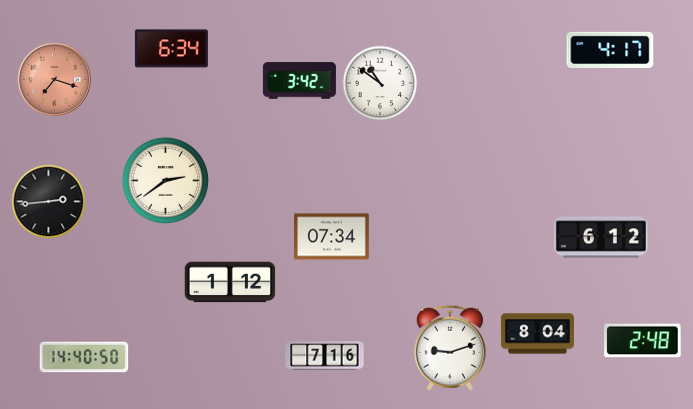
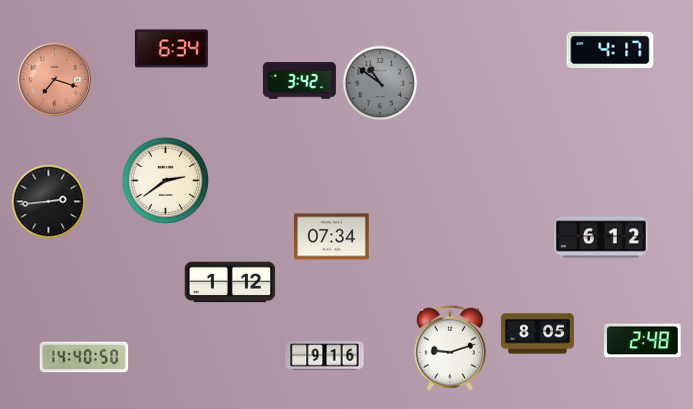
clock at (380, 83) dial: white -> grey
clock at (537, 334): 8:04 -> 8:05
clock at (325, 356): 7:16 -> 9:16
